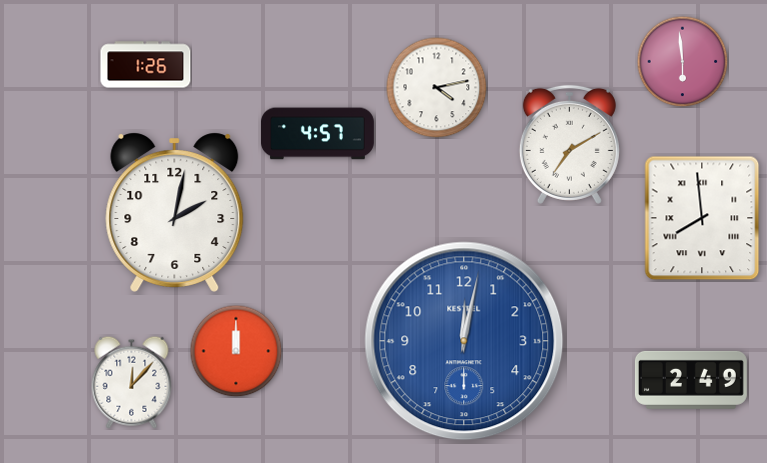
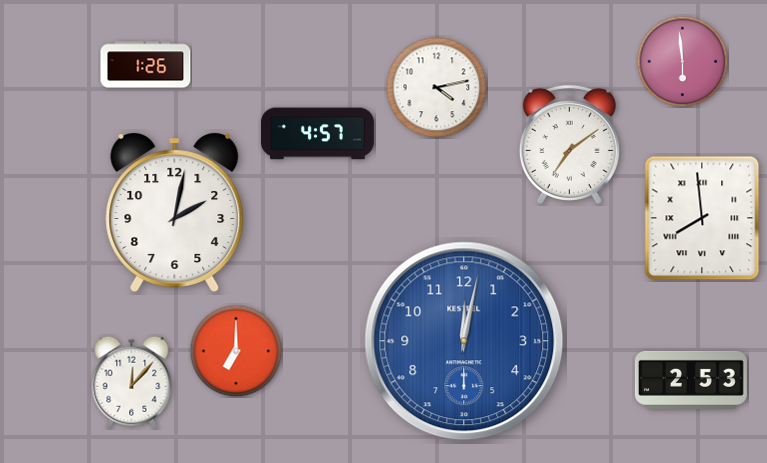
clock at (569, 144): 7:10 -> 7:09
clock at (236, 351): 12:00 -> 7:00
clock at (691, 380): 2:49 -> 2:53
